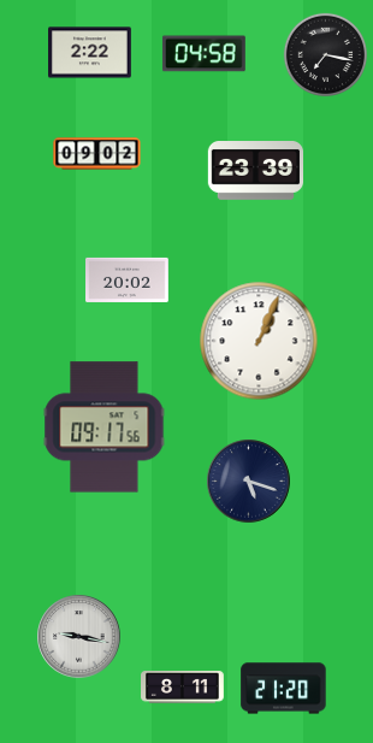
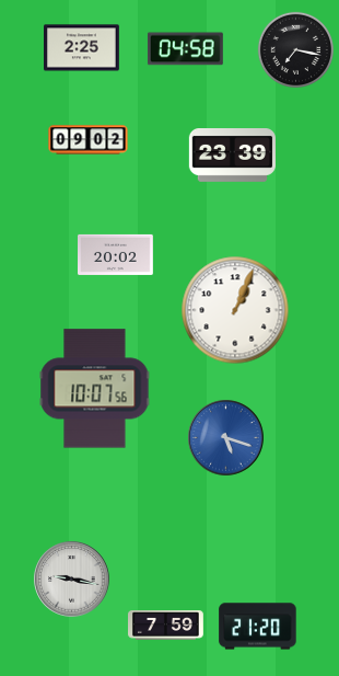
clock at (90, 53): 2:22 -> 2:25
clock at (105, 427): 09:17 -> 10:07
clock at (249, 482) dial: navy -> blue
clock at (183, 688): 8:11 -> 7:59
